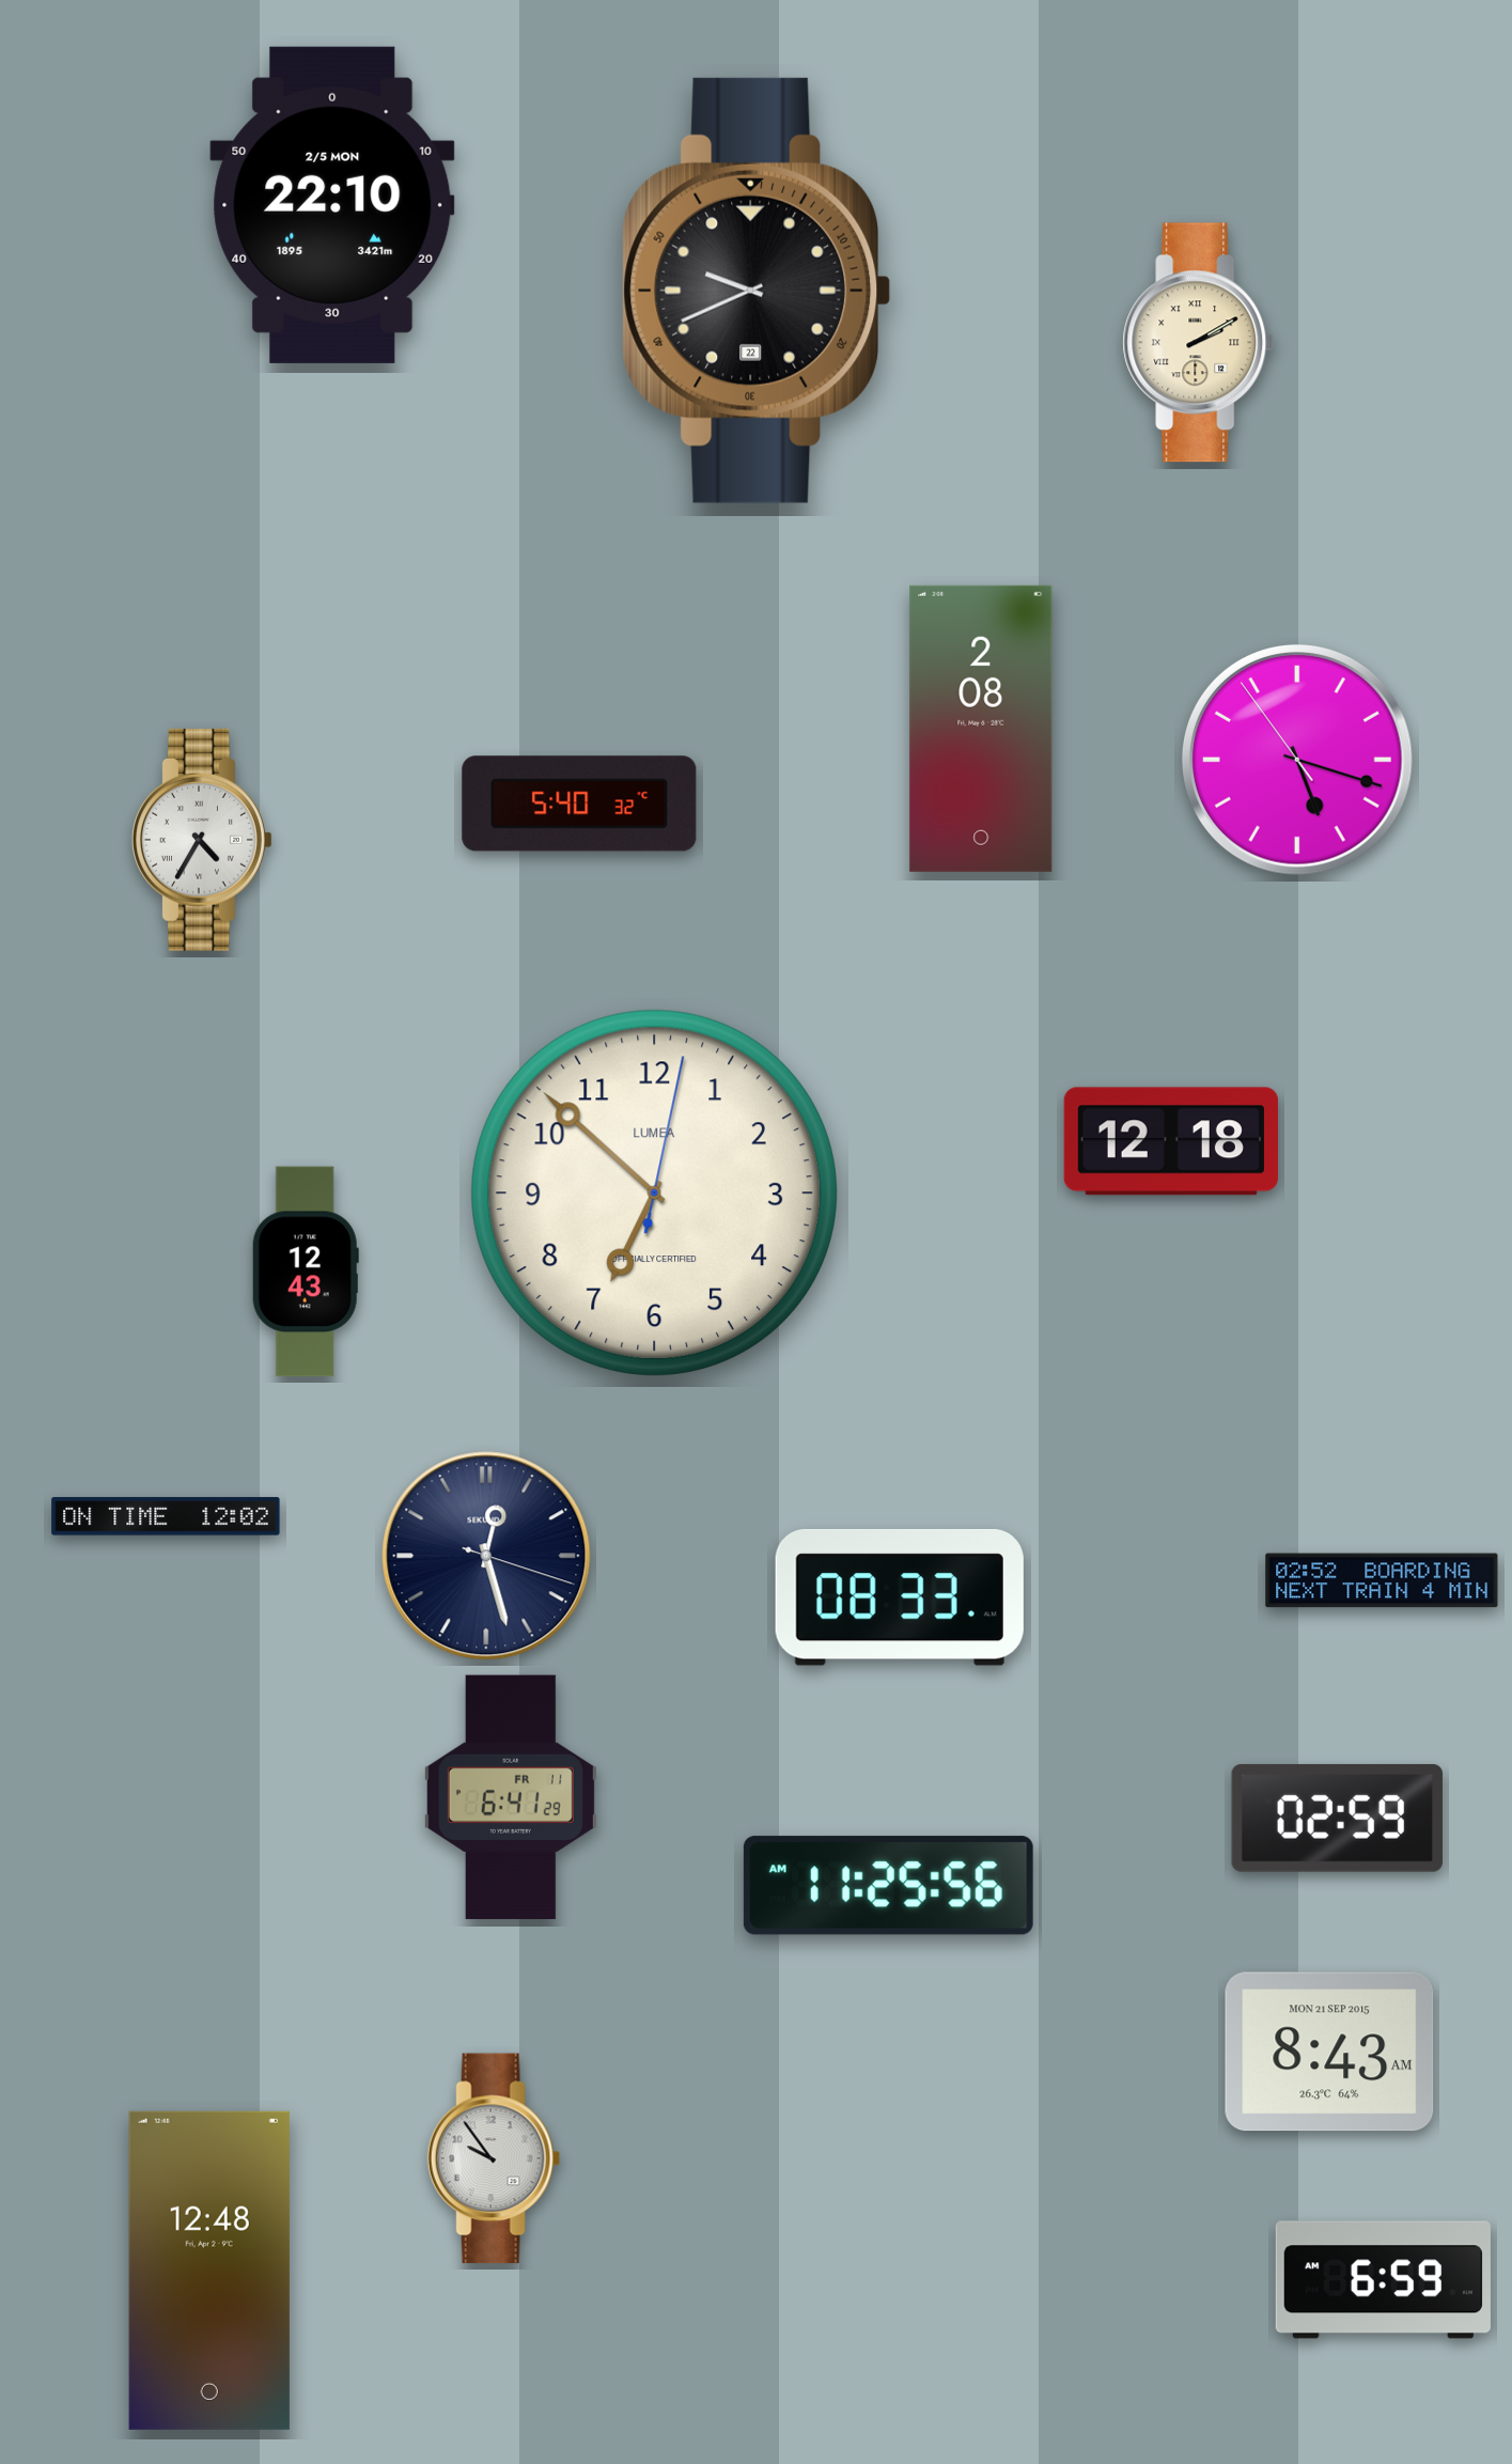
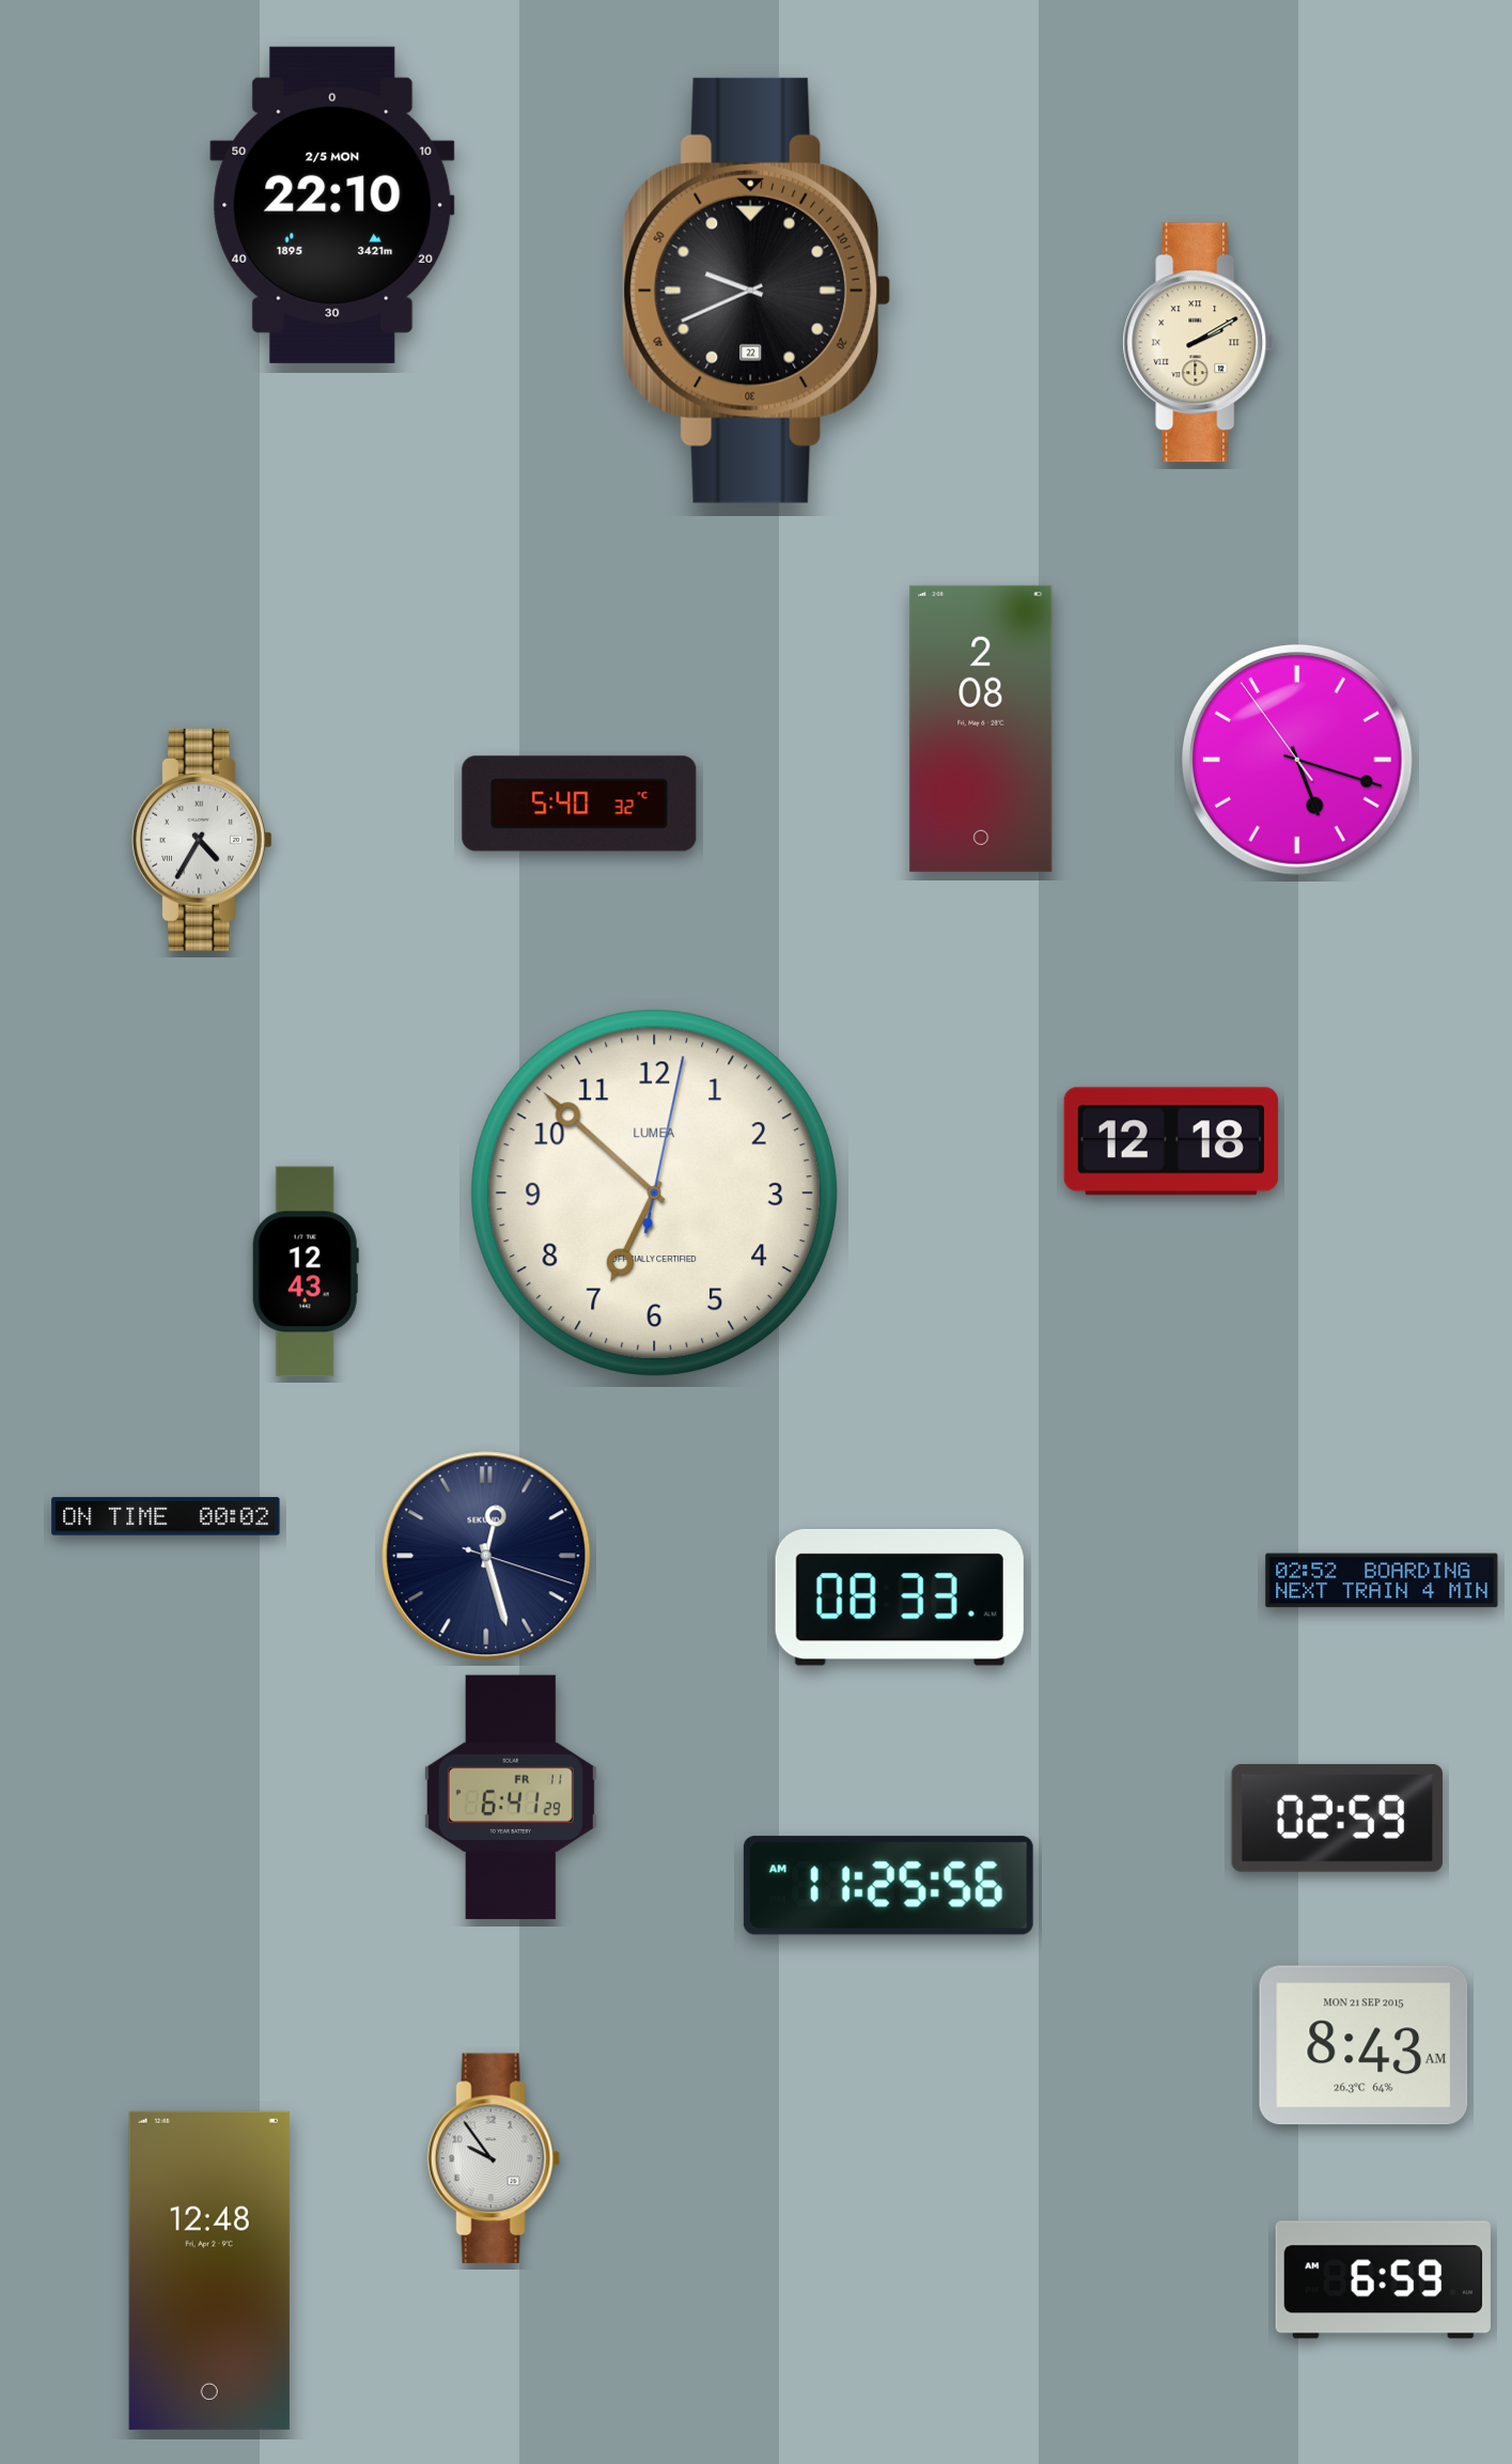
clock at (166, 1516): 12:02 -> 00:02
clock at (1329, 2052) position: (1329, 2052) -> (1363, 2045)
